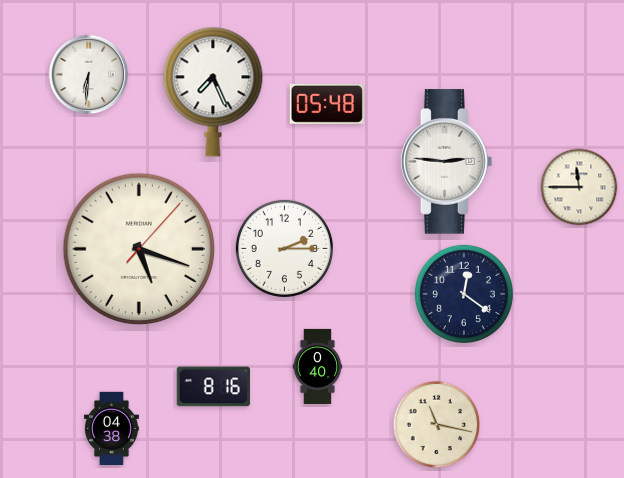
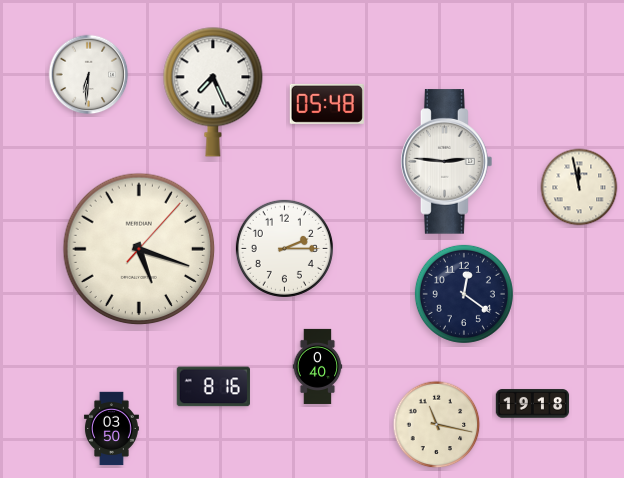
clock at (579, 187): 11:45 -> 11:58
clock at (533, 404): none -> 19:18
clock at (111, 429): 04:38 -> 03:50
